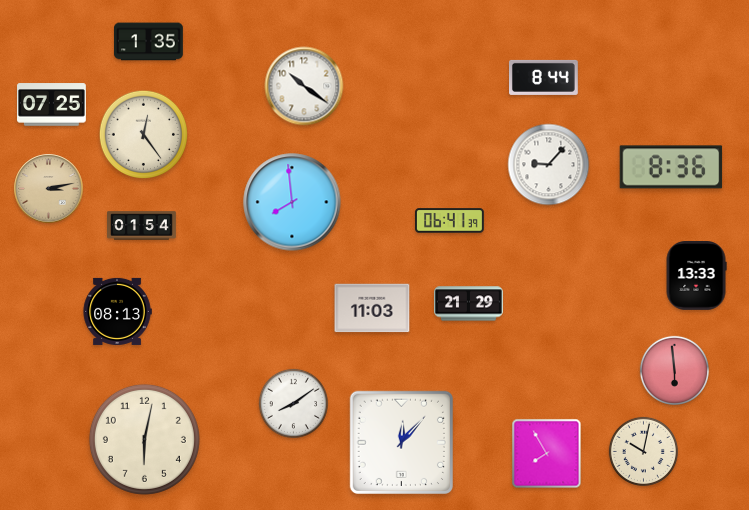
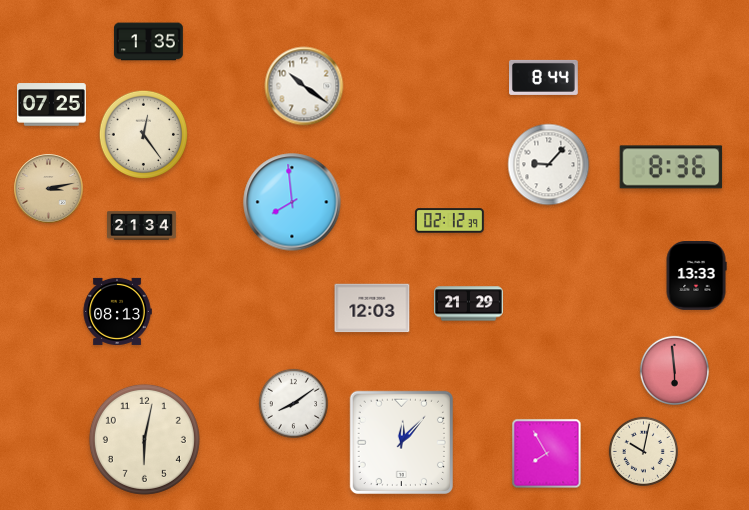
clock at (450, 221): 06:41 -> 02:12
clock at (142, 226): 01:54 -> 21:34
clock at (372, 308): 11:03 -> 12:03
